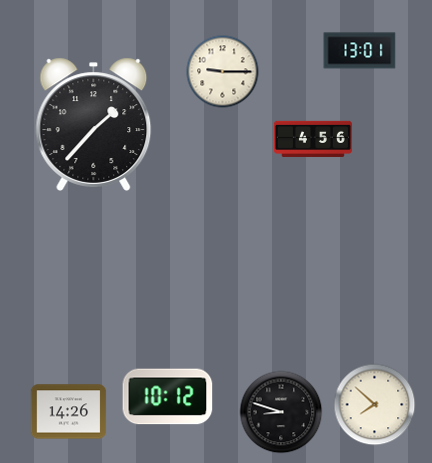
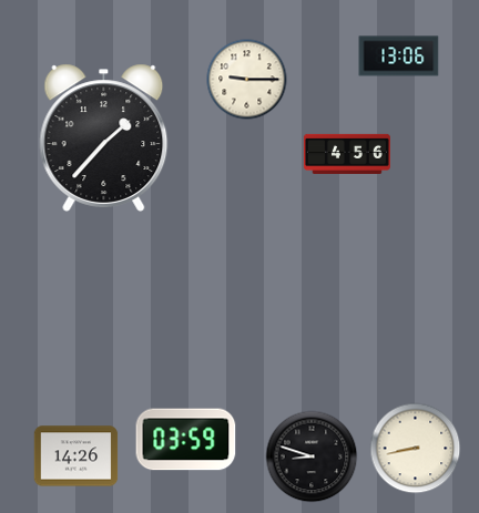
clock at (360, 51): 13:01 -> 13:06
clock at (168, 397): 10:12 -> 03:59
clock at (375, 405): 7:52 -> 8:43
